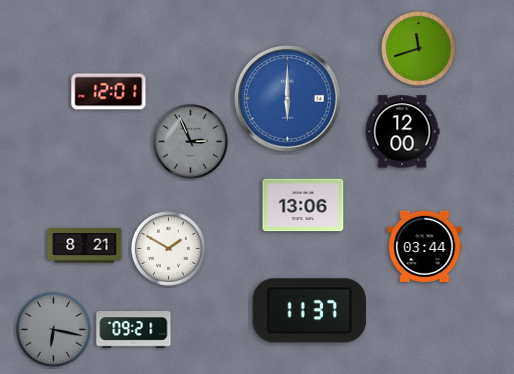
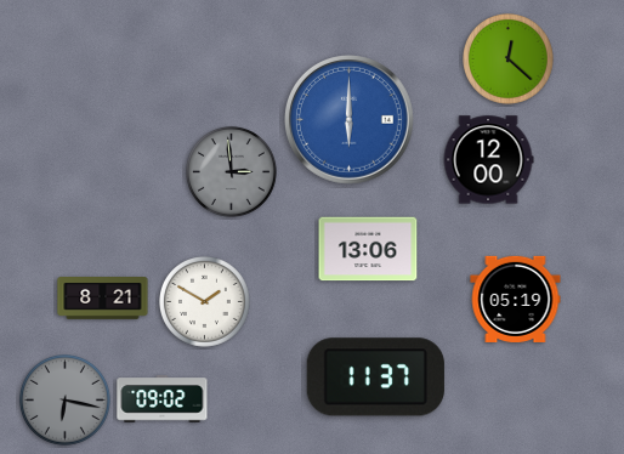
clock at (419, 49): 11:42 -> 12:22
clock at (109, 92): 12:01 -> none
clock at (191, 142): 2:56 -> 2:59
clock at (425, 246): 03:44 -> 05:19
clock at (134, 329): 09:21 -> 09:02
